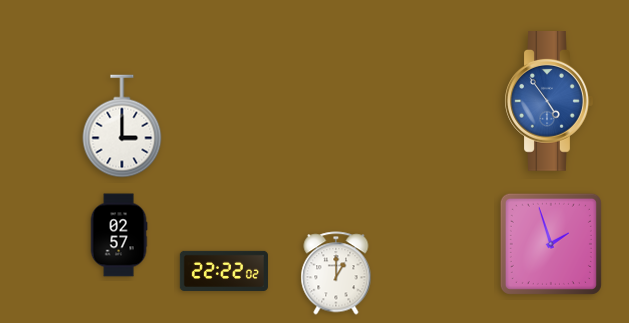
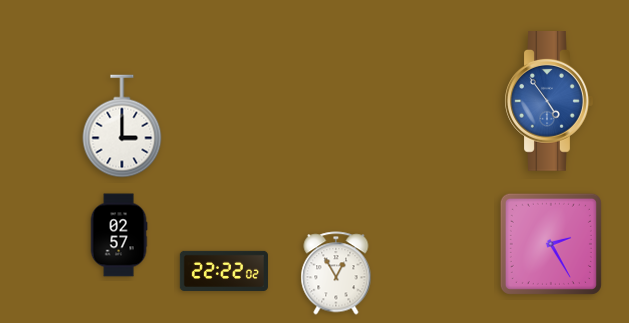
clock at (551, 244): 1:57 -> 2:25
clock at (336, 273): 1:00 -> 12:55
